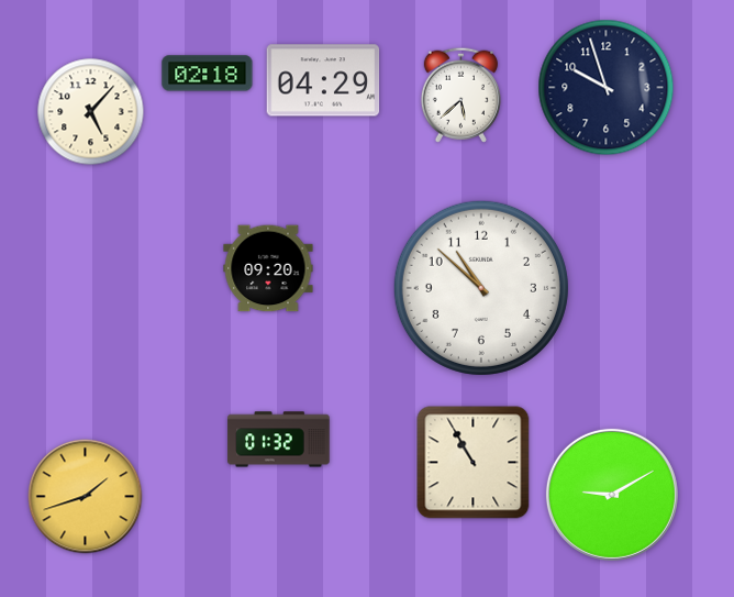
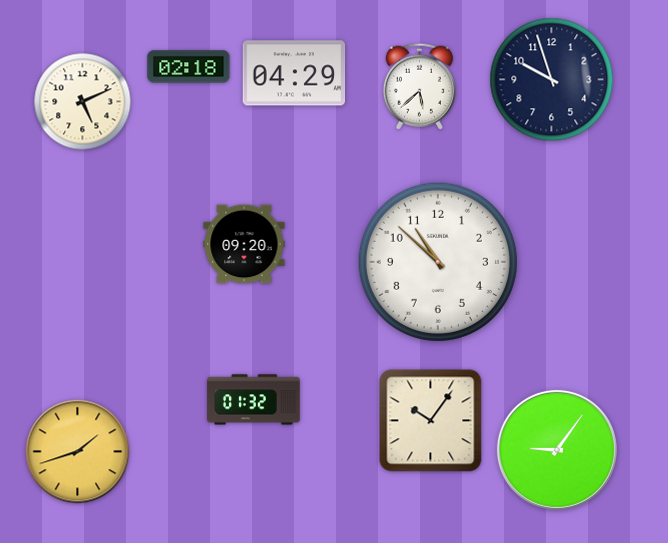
clock at (91, 112): 5:07 -> 5:11
clock at (474, 463): 10:55 -> 10:06
clock at (612, 495): 9:10 -> 9:06
